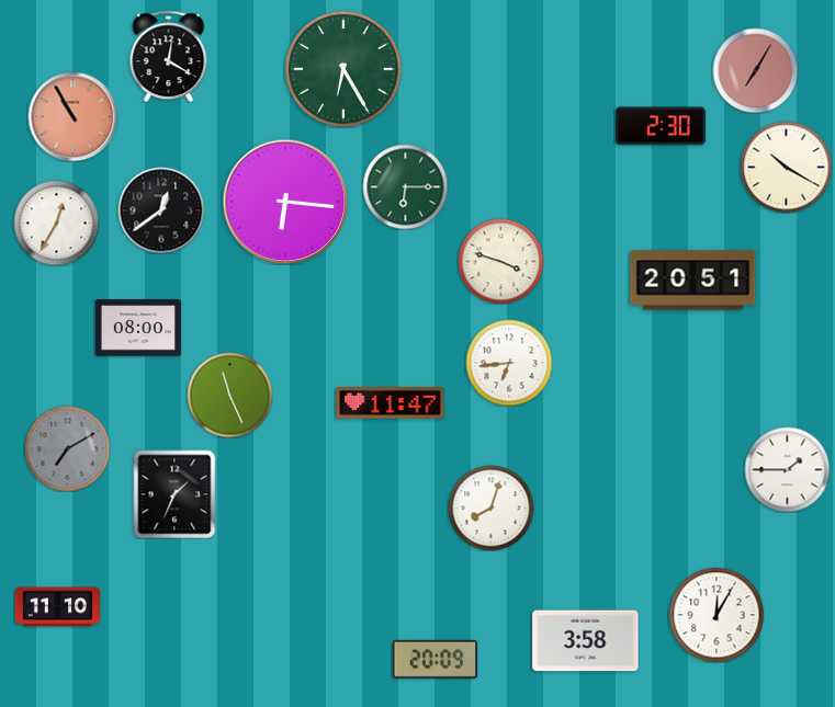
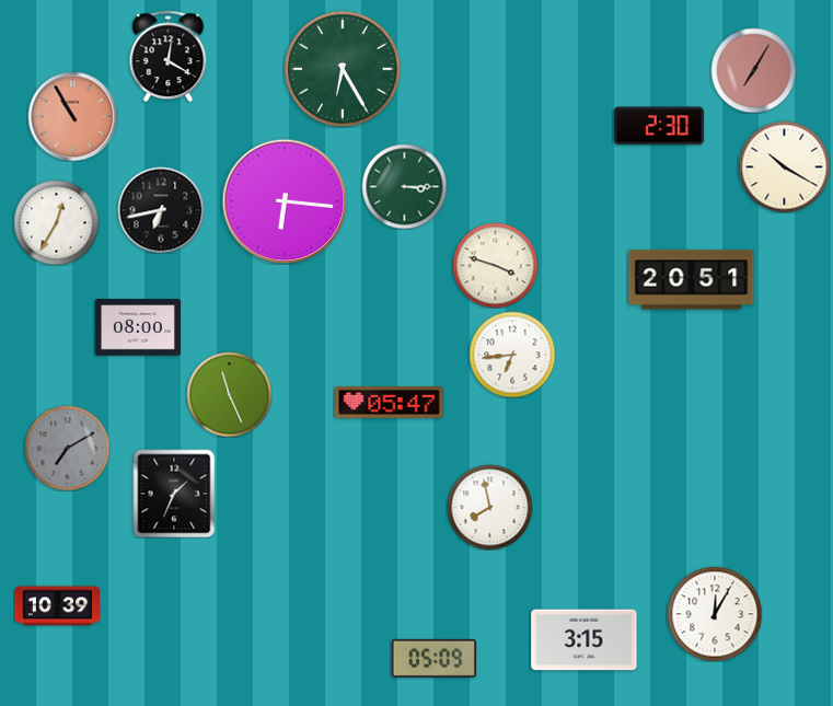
clock at (405, 186): 6:15 -> 3:15
clock at (161, 210): 12:39 -> 6:43
clock at (500, 261) position: (500, 261) -> (495, 265)
clock at (509, 363) position: (509, 363) -> (512, 355)
clock at (391, 403): 11:47 -> 05:47
clock at (787, 469): 1:45 -> none
clock at (490, 508): 8:03 -> 7:58
clock at (57, 607): 11:10 -> 10:39
clock at (586, 641): 3:58 -> 3:15
clock at (435, 659): 20:09 -> 05:09
